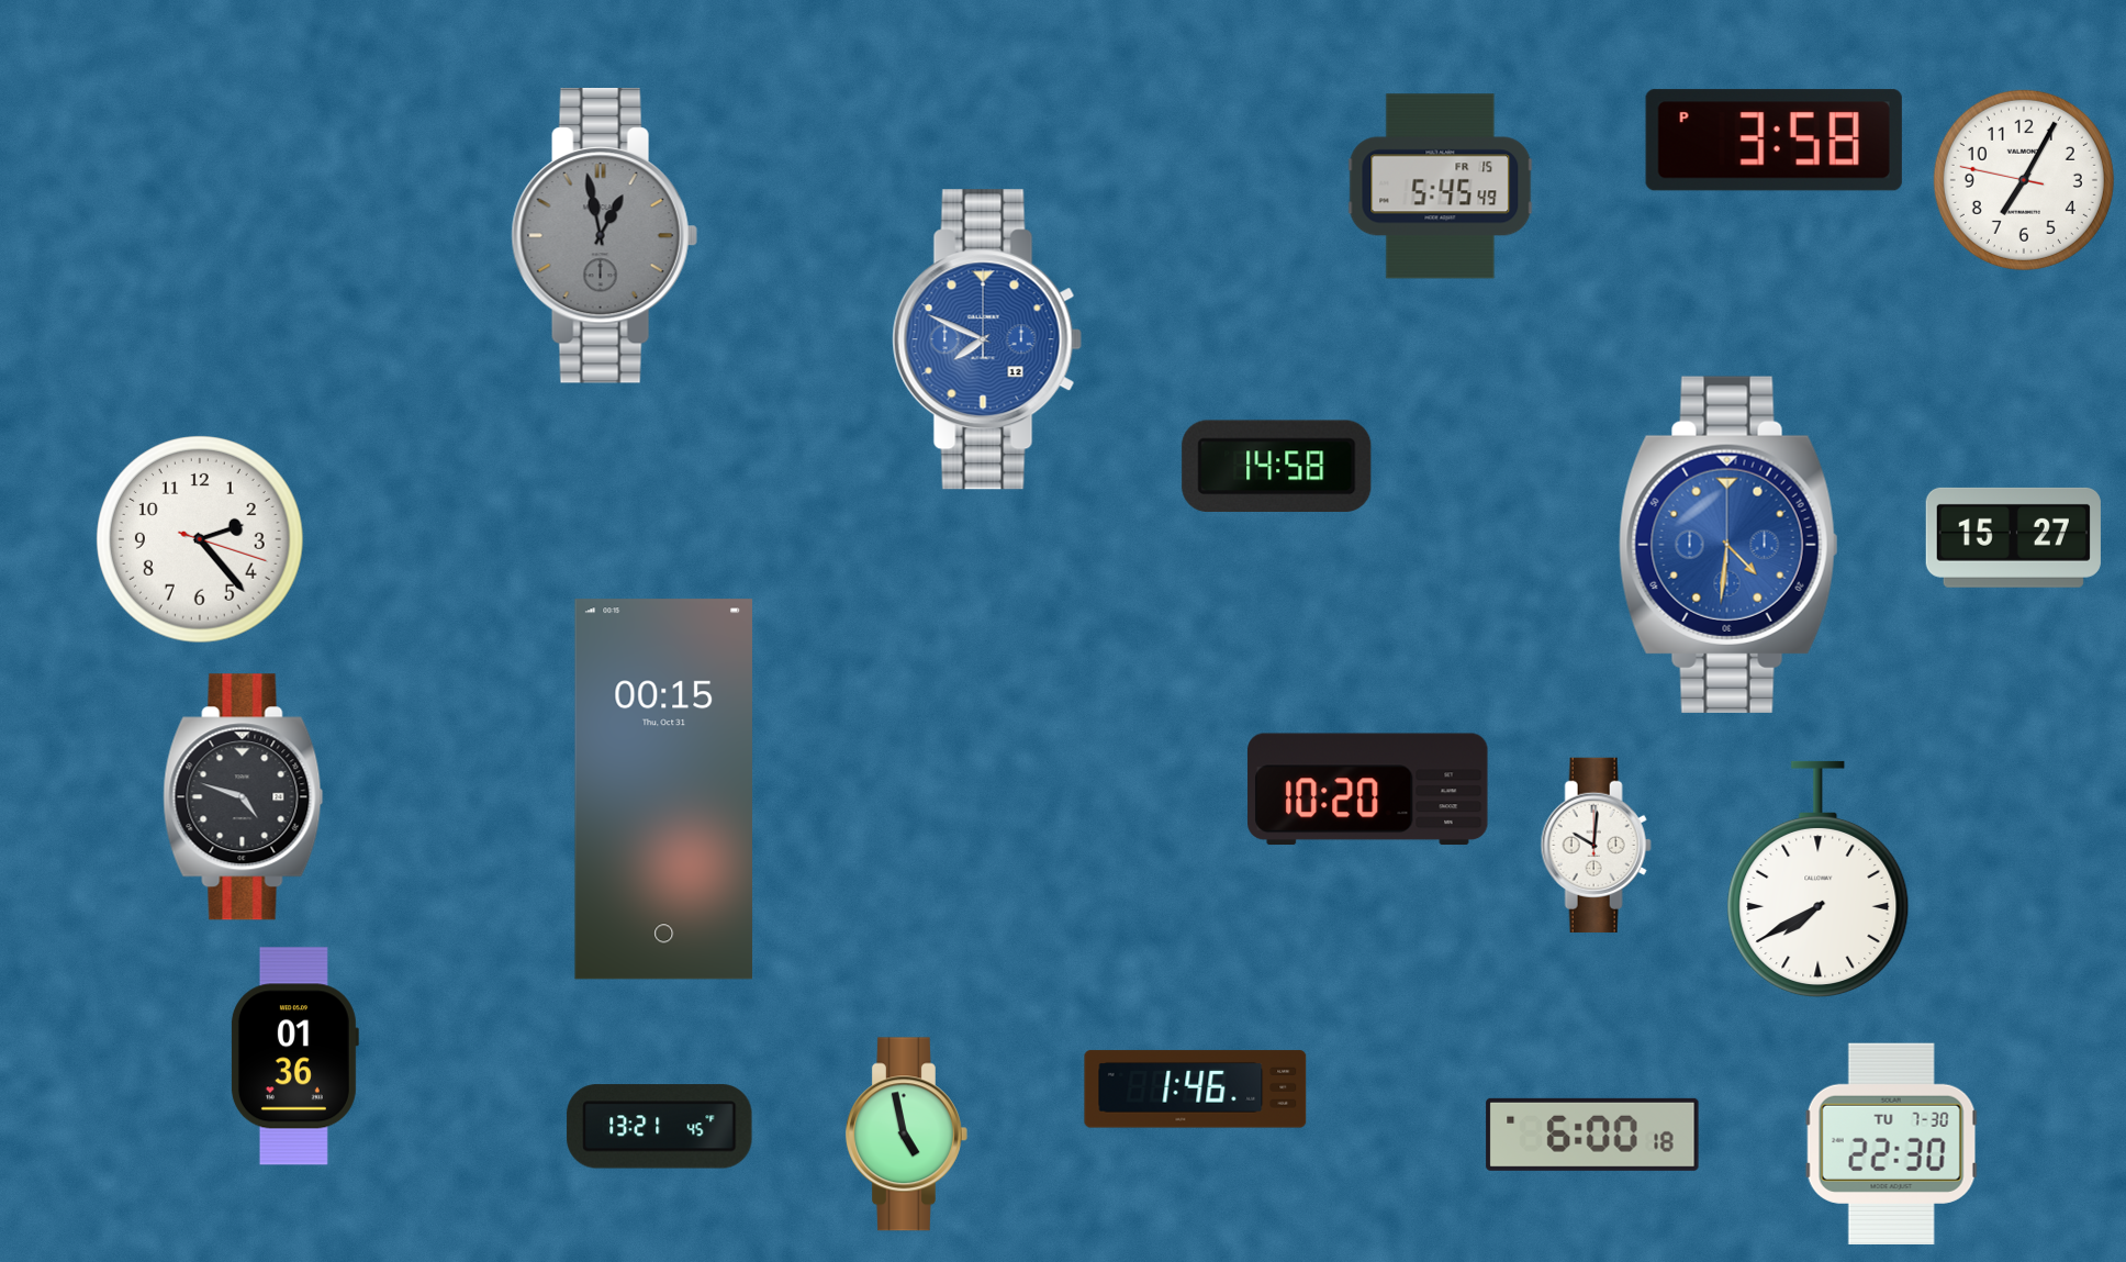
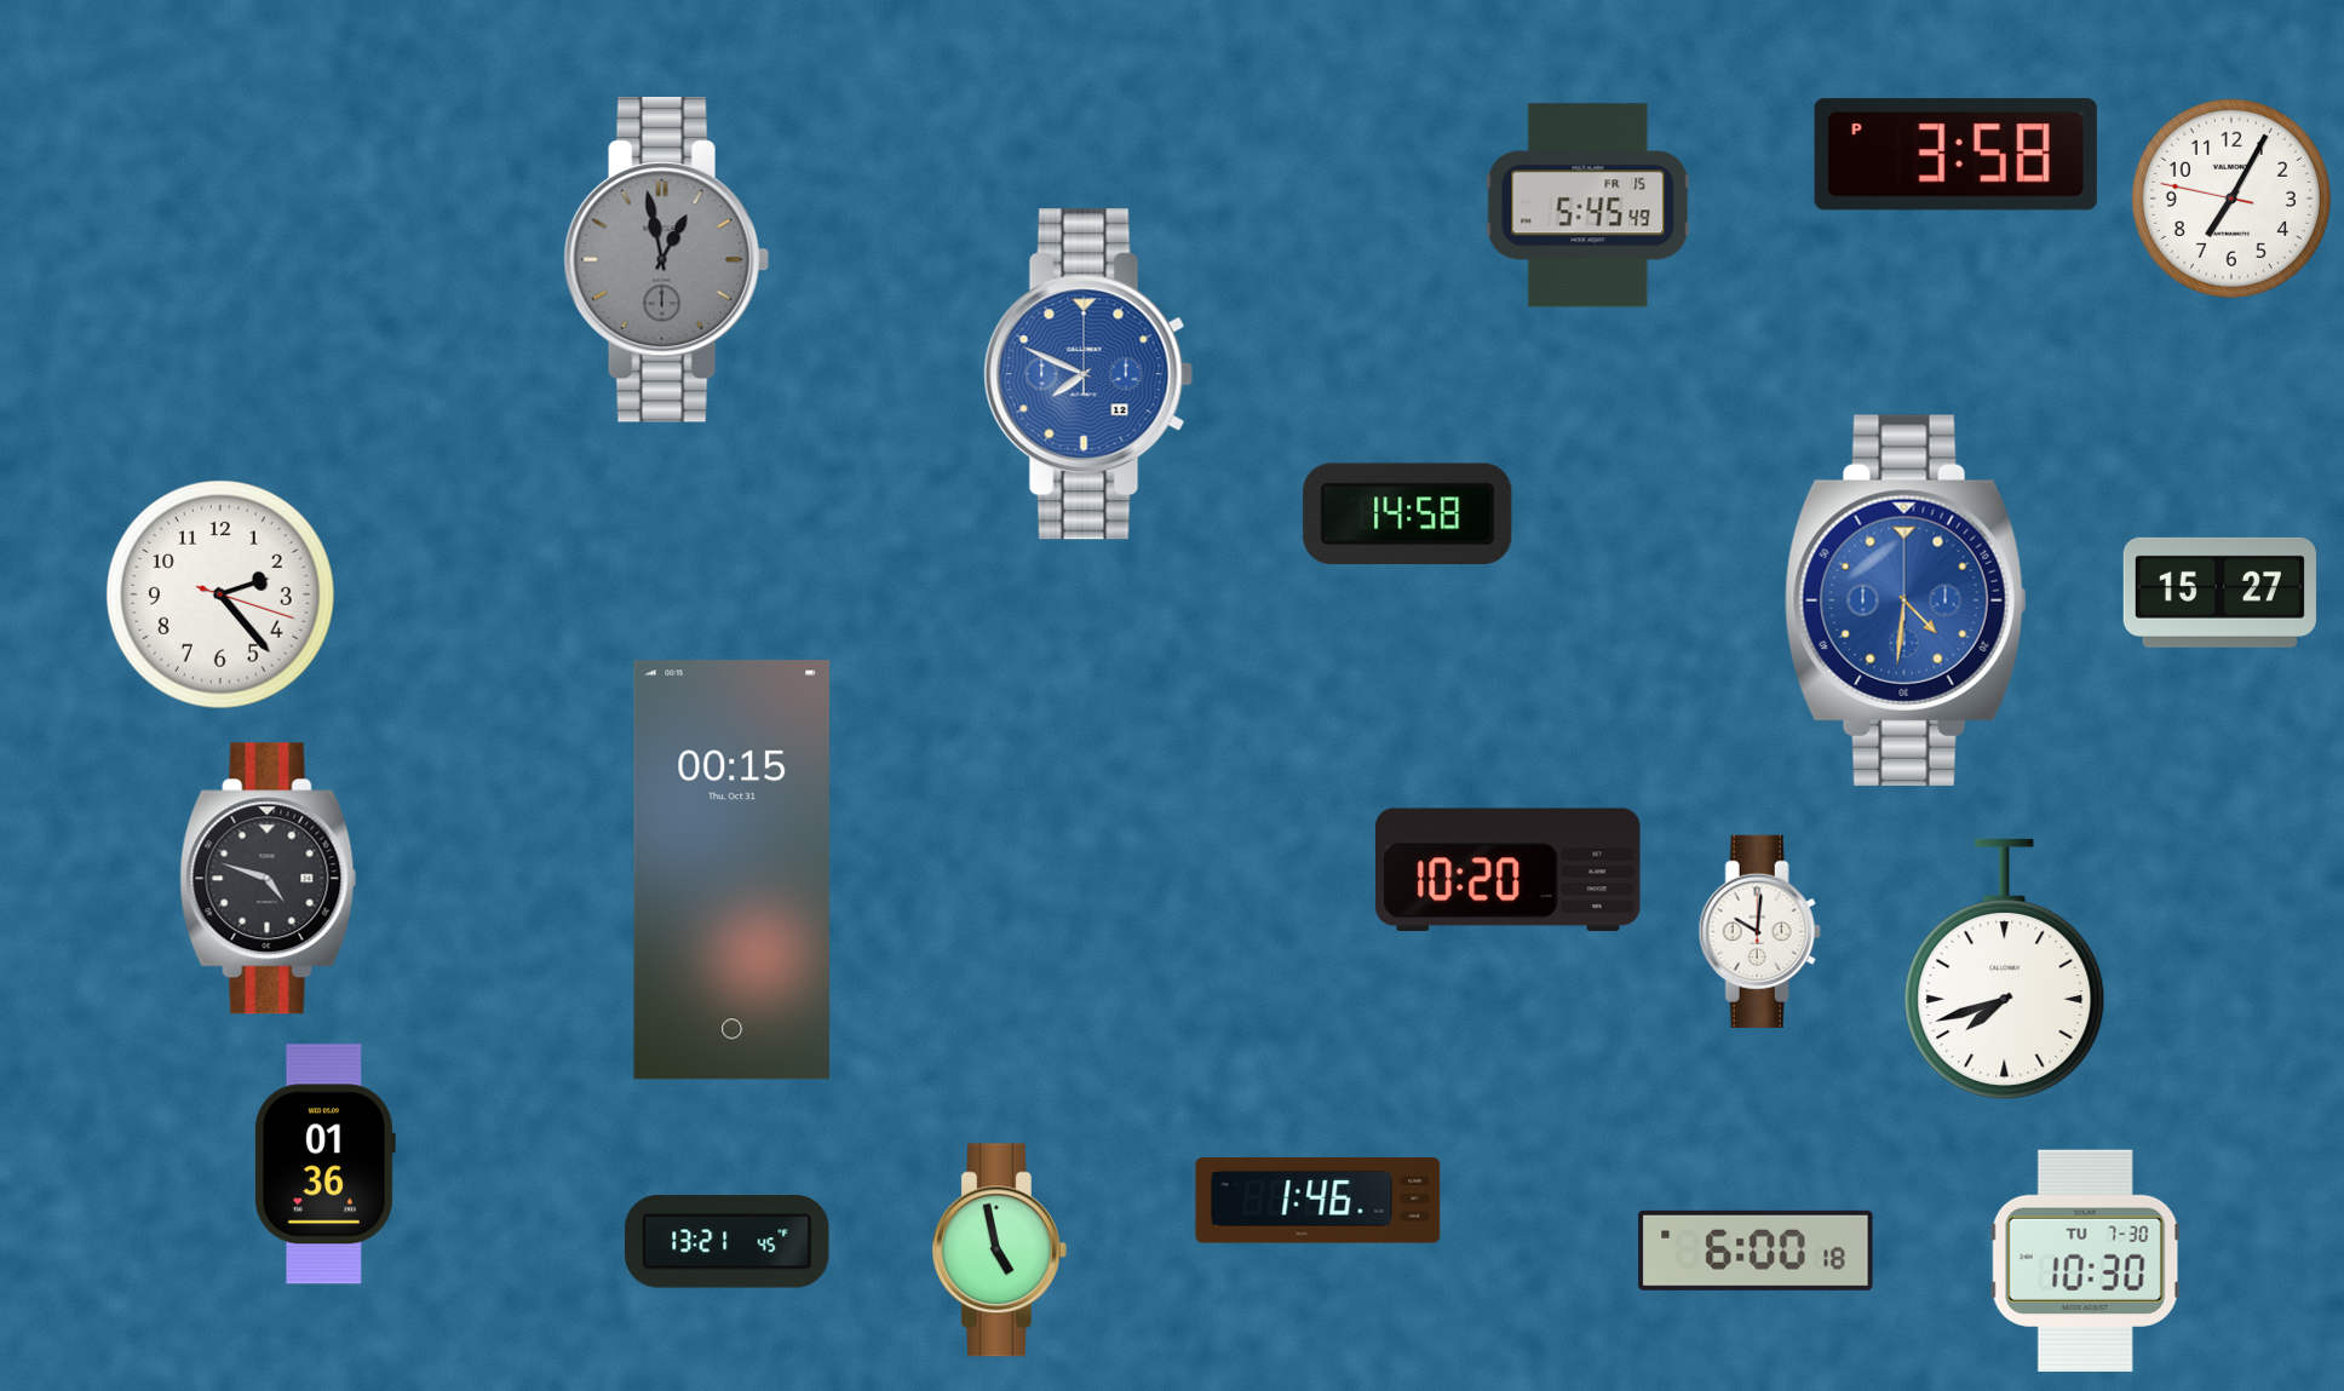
clock at (1819, 880): 7:40 -> 7:42
clock at (1891, 1143): 22:30 -> 10:30
